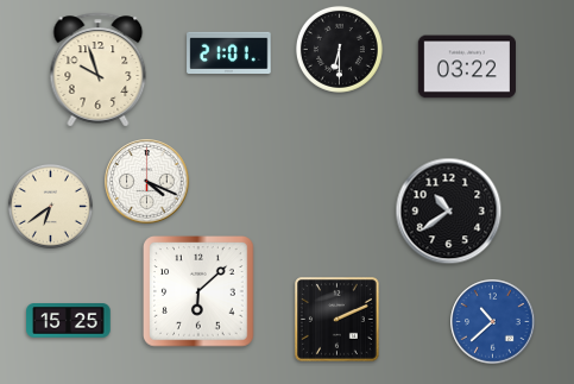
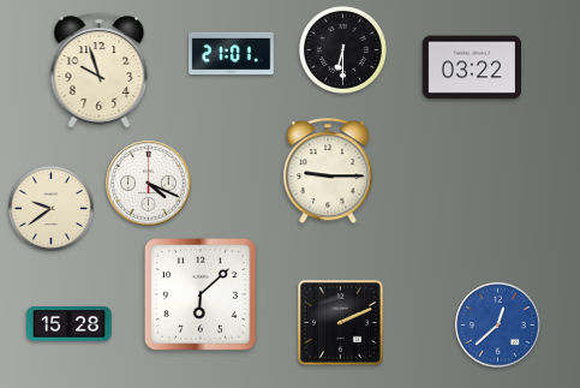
clock at (328, 172): none -> 9:15
clock at (50, 206): 6:39 -> 9:39
clock at (449, 212): 10:39 -> none
clock at (69, 321): 15:25 -> 15:28
clock at (493, 322): 10:38 -> 12:38
